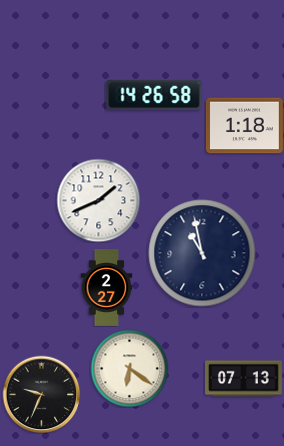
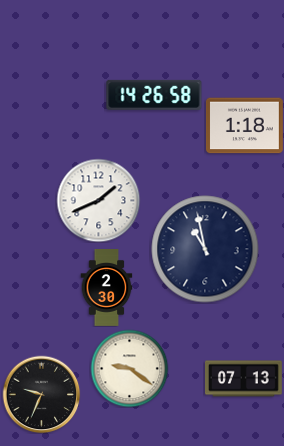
clock at (202, 253) position: (202, 253) -> (205, 249)
clock at (107, 288): 2:27 -> 2:30
clock at (129, 368): 6:21 -> 9:21
